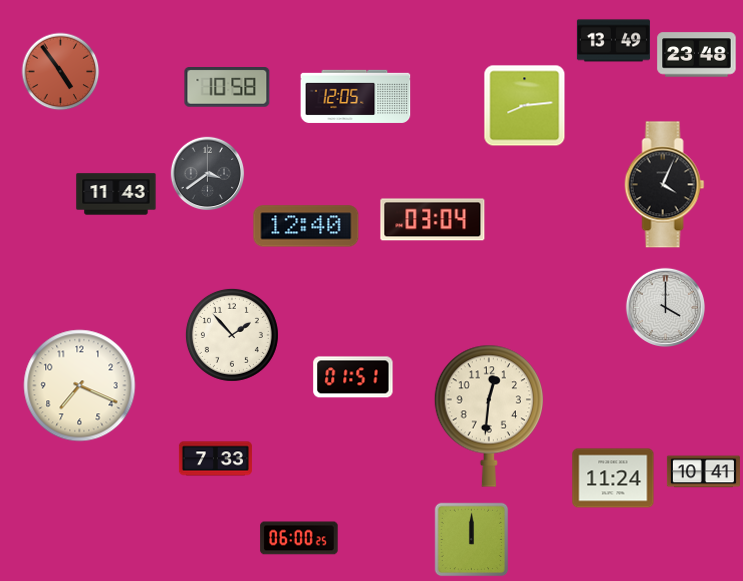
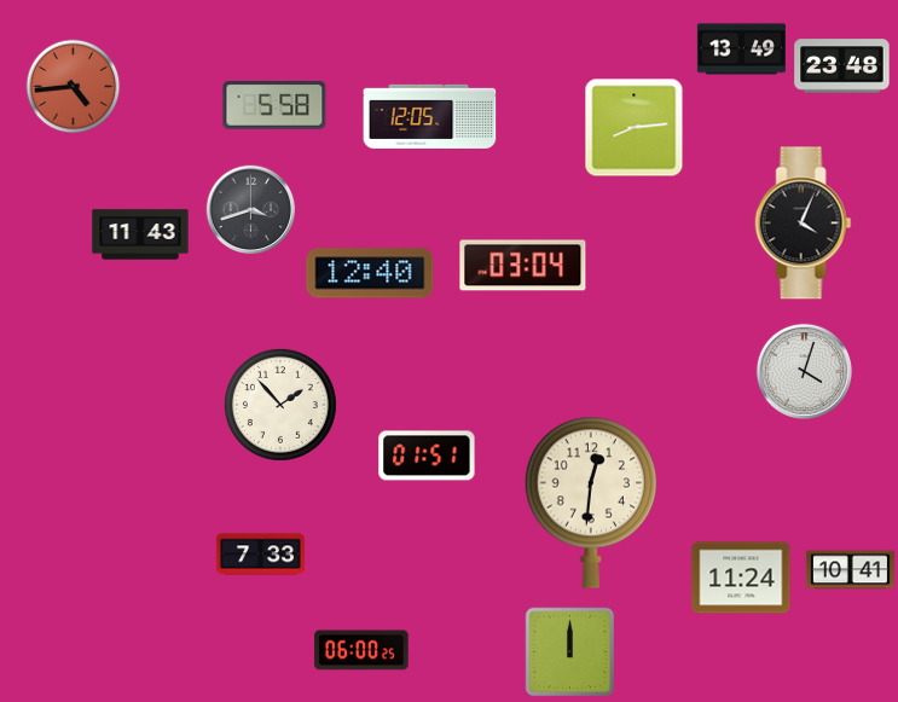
clock at (61, 72): 4:54 -> 4:44
clock at (227, 87): 10:58 -> 5:58
clock at (208, 174): 3:39 -> 3:42
clock at (665, 307): 4:00 -> 4:03
clock at (80, 386): 7:19 -> none
